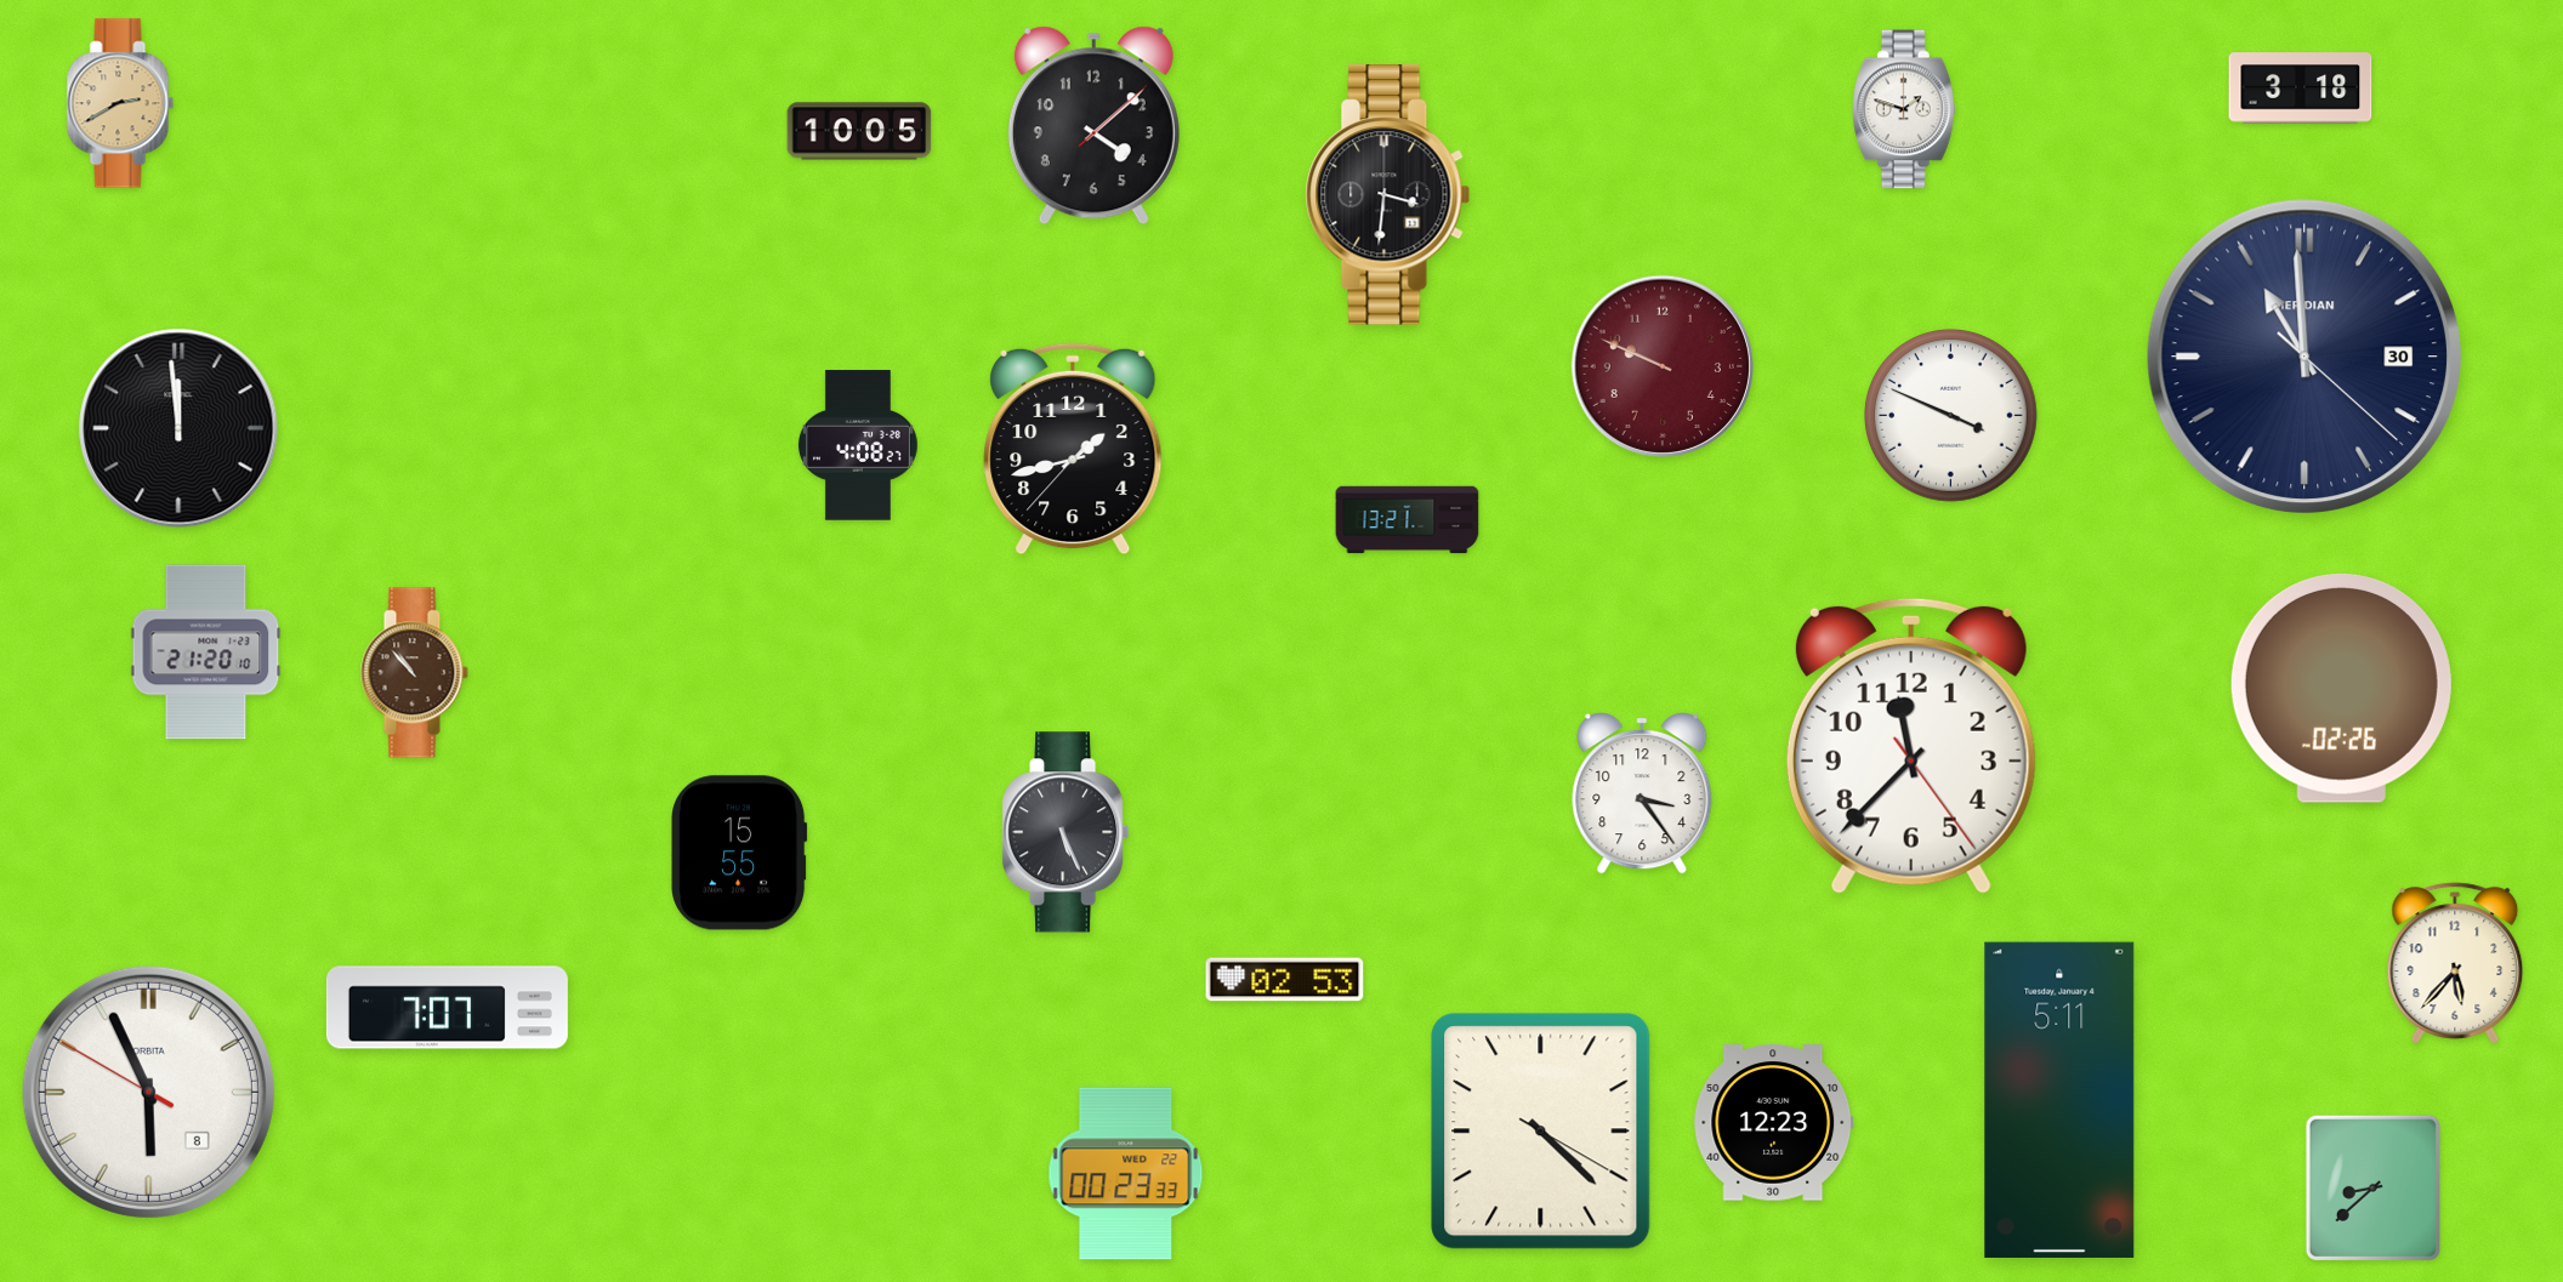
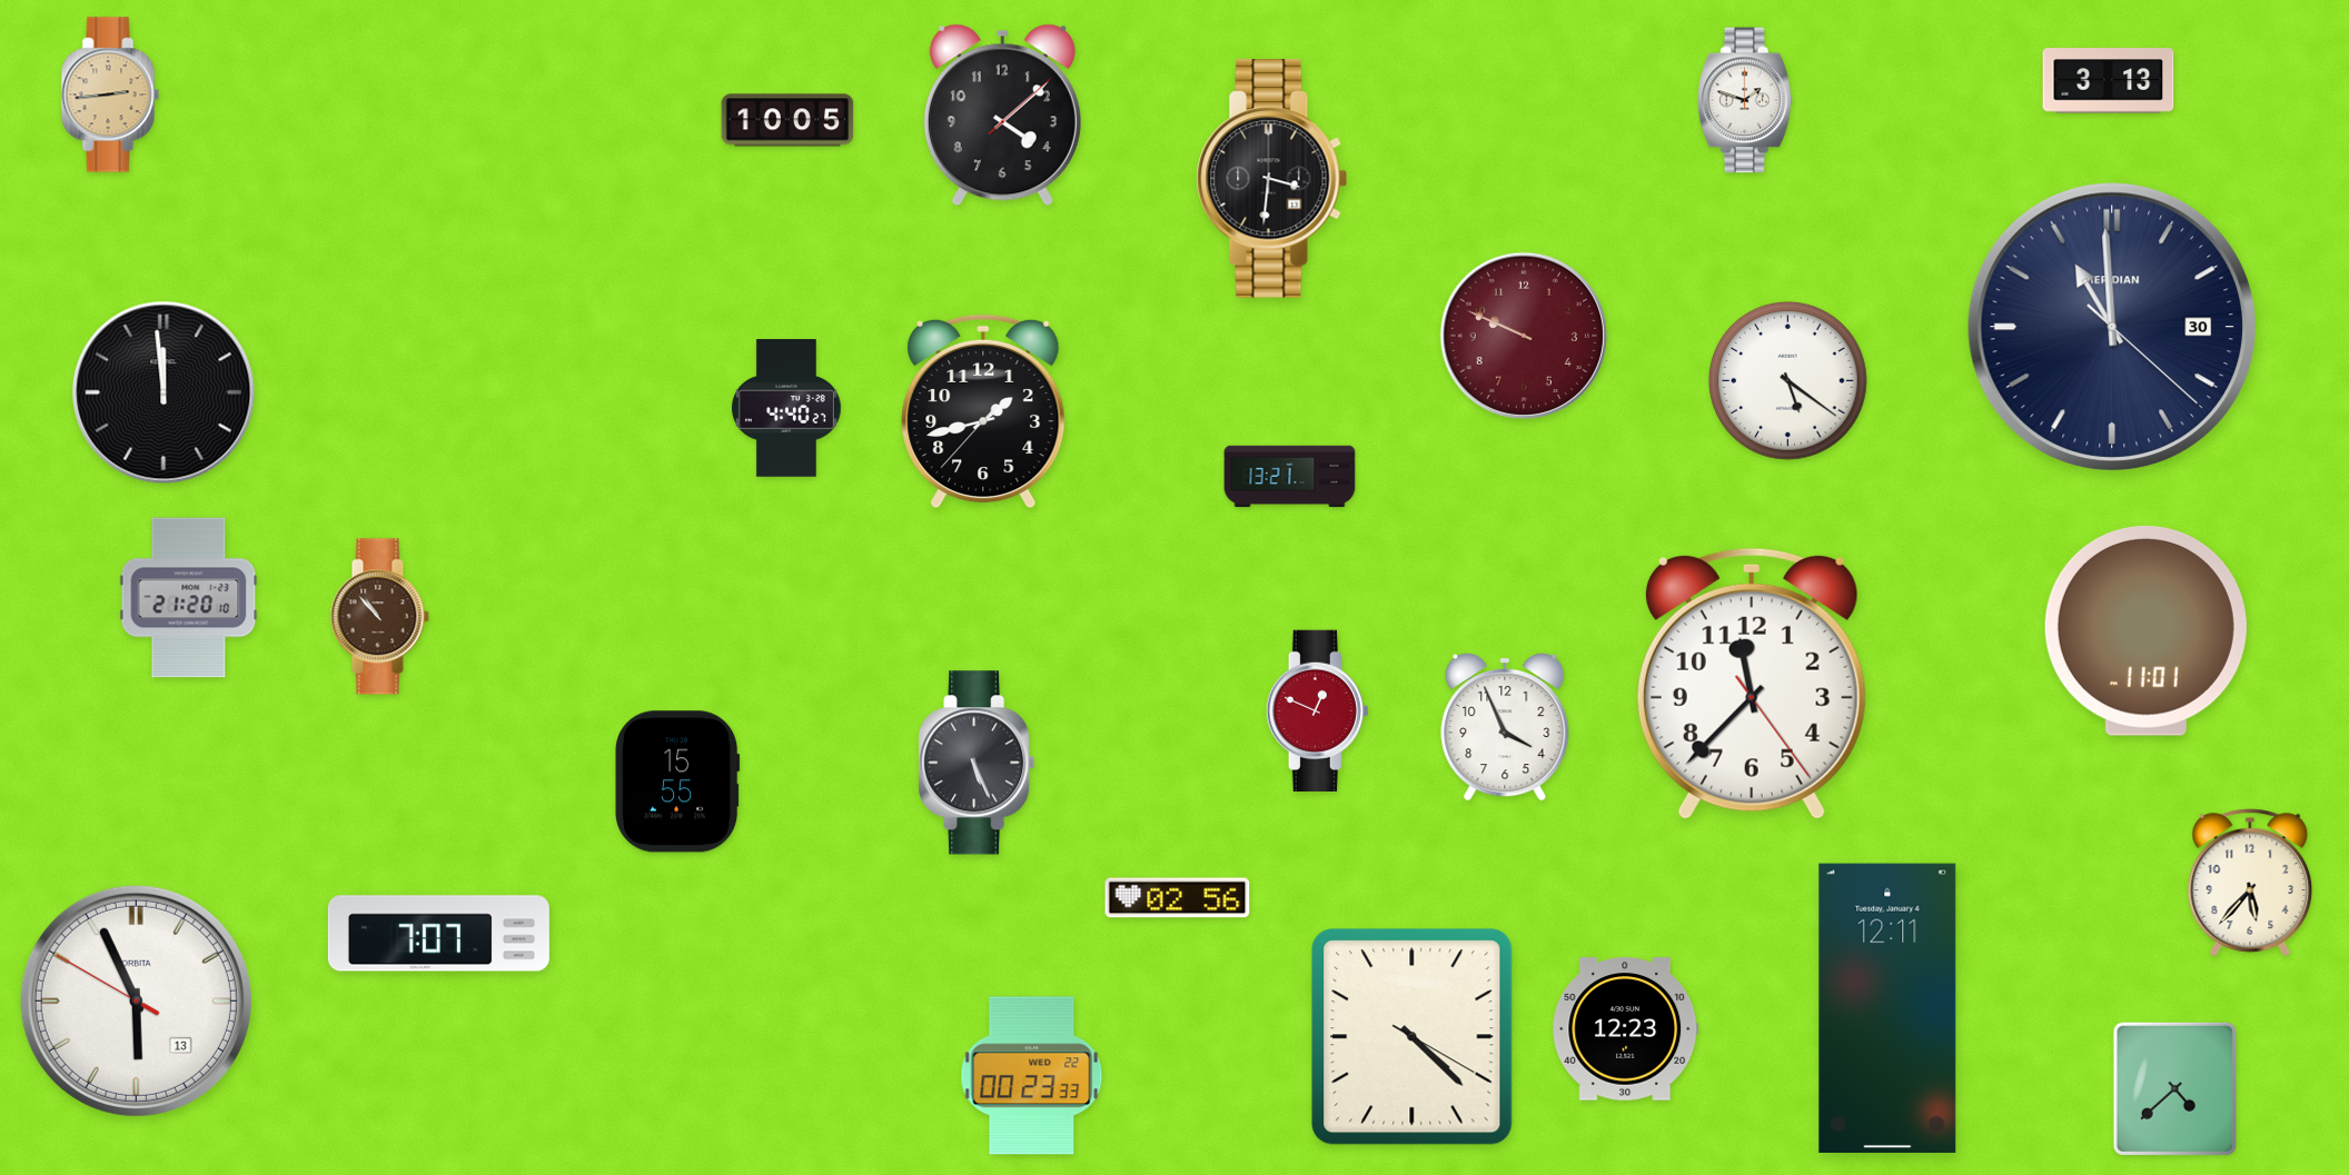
clock at (2301, 89): 3:18 -> 3:13
clock at (120, 103): 2:40 -> 2:44
clock at (1951, 416): 3:49 -> 5:21
clock at (858, 445): 4:08 -> 4:40
clock at (2341, 688): 02:26 -> 11:01
clock at (1317, 710): none -> 12:49
clock at (1642, 794): 3:24 -> 3:56
clock at (1285, 980): 02:53 -> 02:56
clock at (447, 1008) position: (447, 1008) -> (438, 934)
clock at (148, 1092) date: 8 -> 13
clock at (2059, 1100): 5:11 -> 12:11
clock at (2372, 1187): 8:38 -> 4:38
